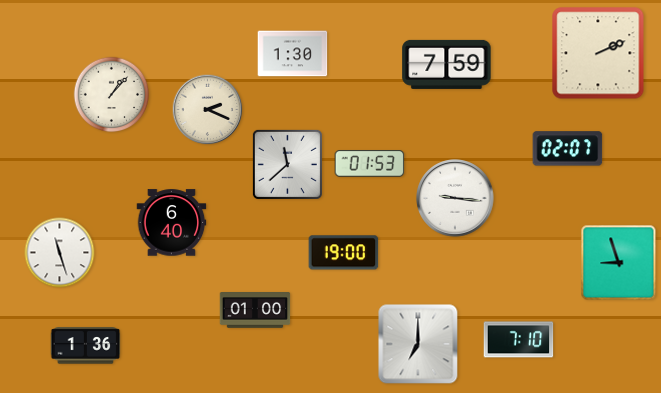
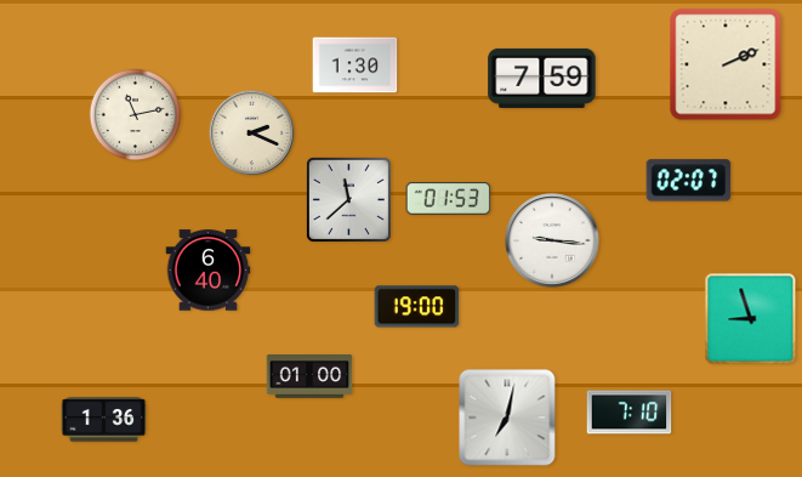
clock at (112, 95): 1:07 -> 11:13
clock at (60, 253): 11:27 -> none
clock at (418, 344): 7:00 -> 7:02
